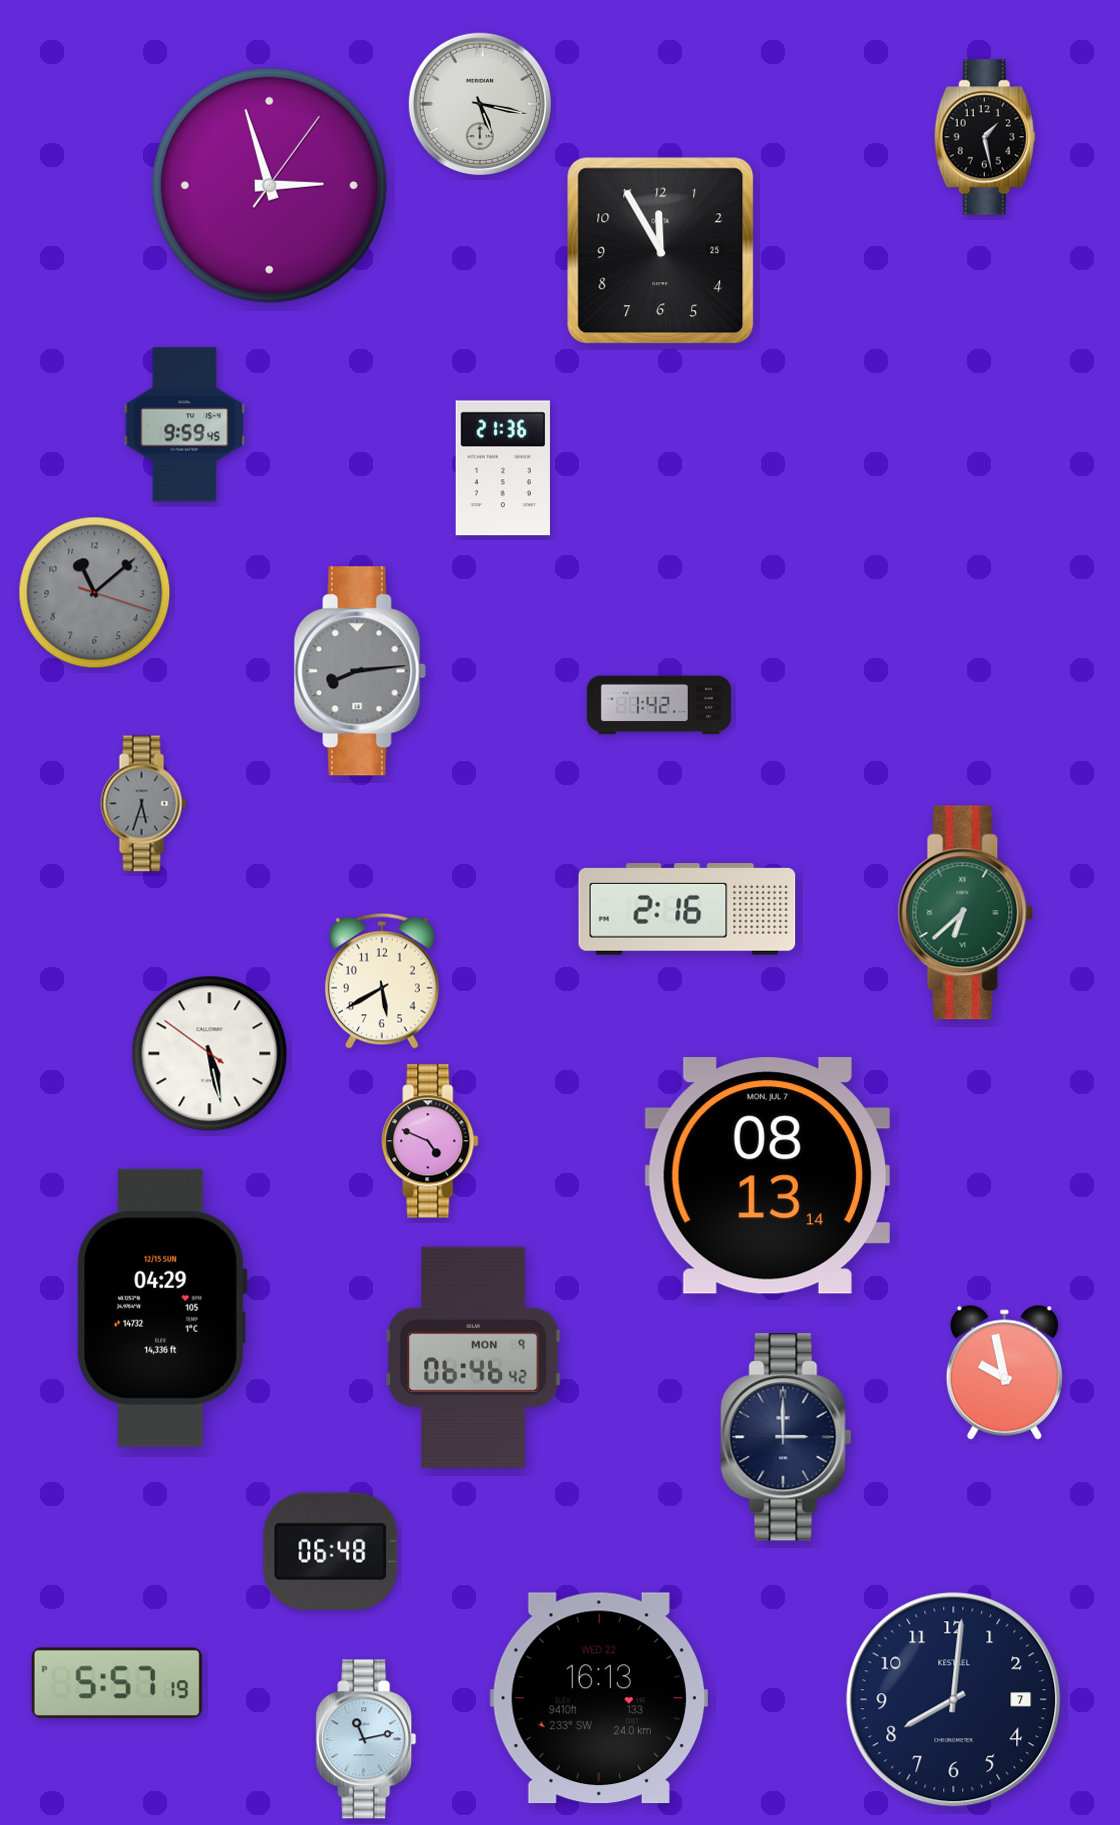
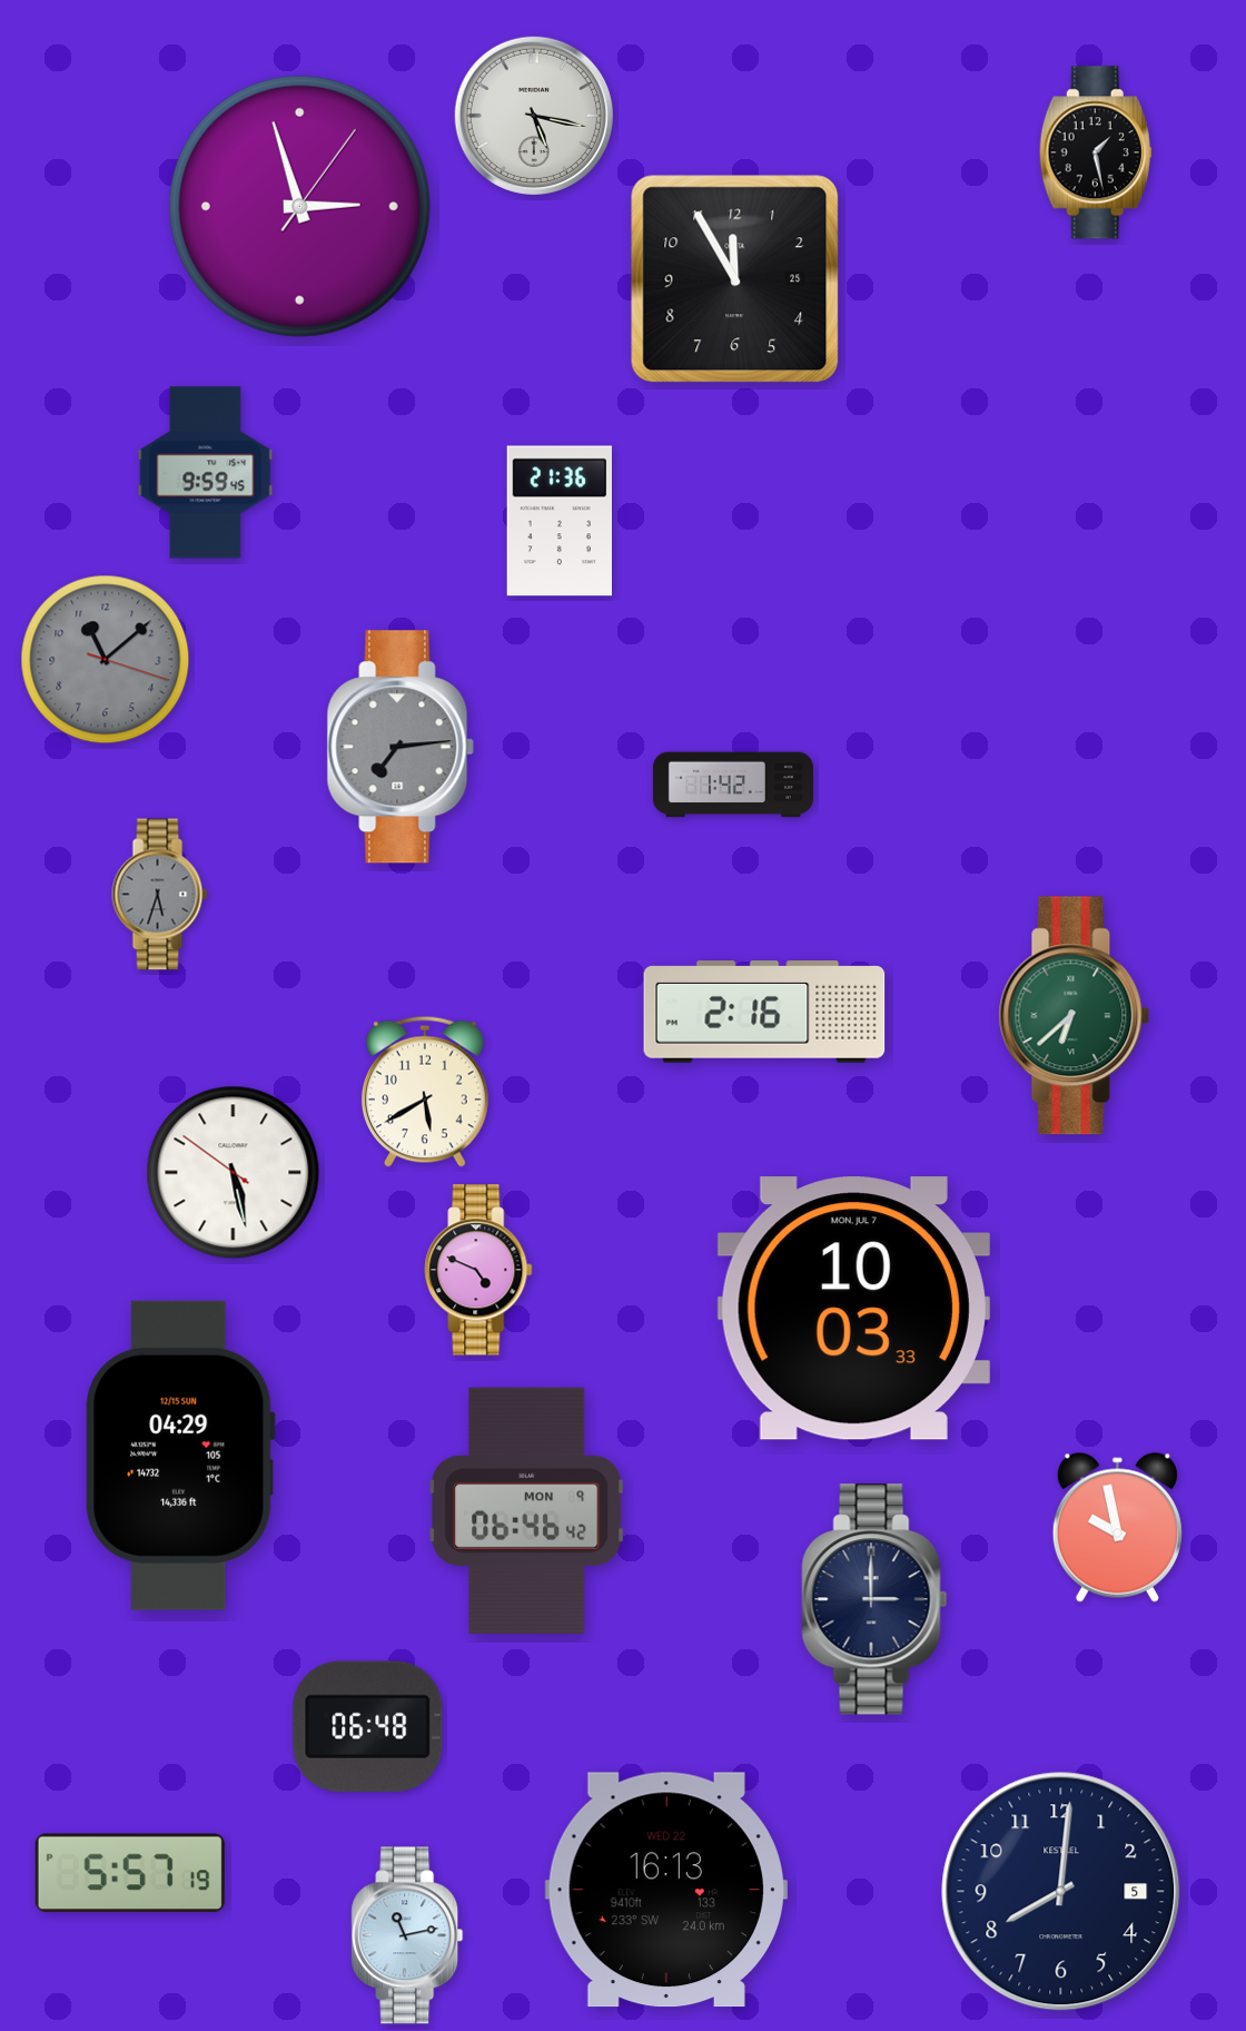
clock at (360, 671): 8:14 -> 7:14
clock at (767, 1176): 08:13 -> 10:03
clock at (954, 1700) date: 7 -> 5
